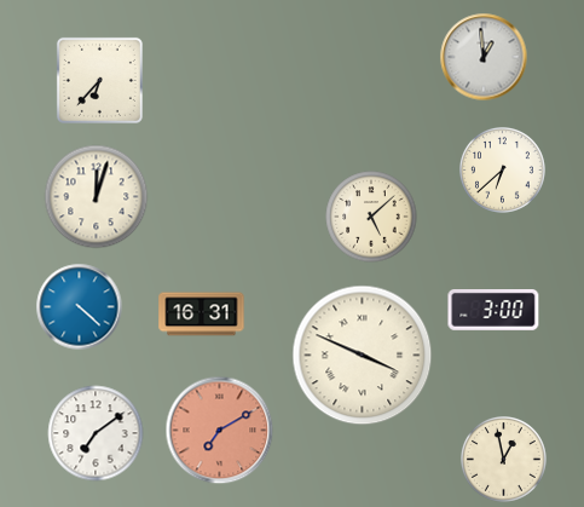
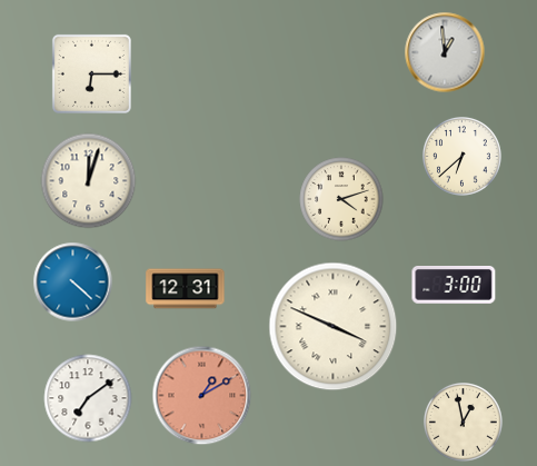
clock at (99, 80): 6:37 -> 6:15
clock at (371, 217): 5:08 -> 4:12
clock at (202, 315): 16:31 -> 12:31
clock at (220, 431): 7:10 -> 1:10
